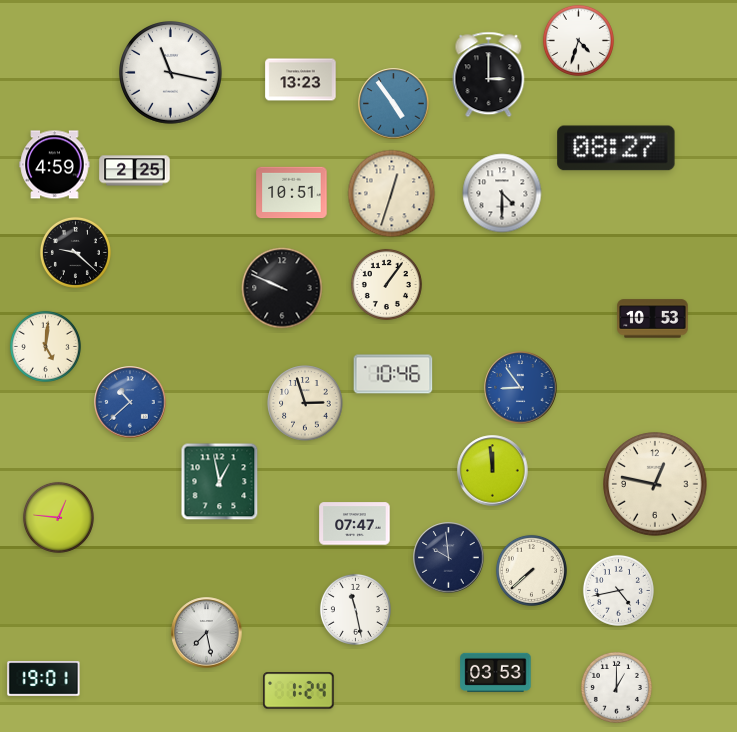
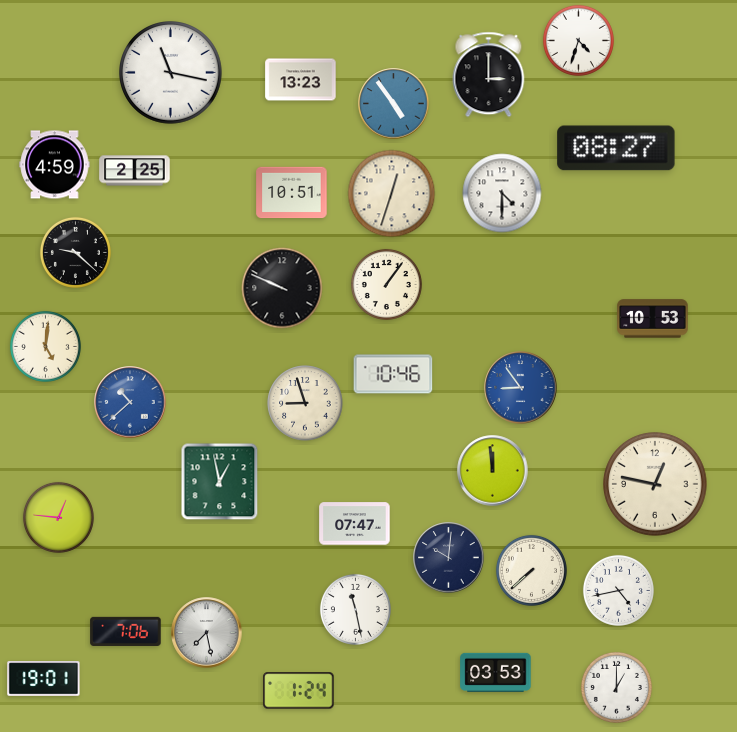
clock at (305, 403): 2:57 -> 8:57
clock at (449, 558): 9:59 -> 10:01
clock at (126, 631): none -> 7:06
